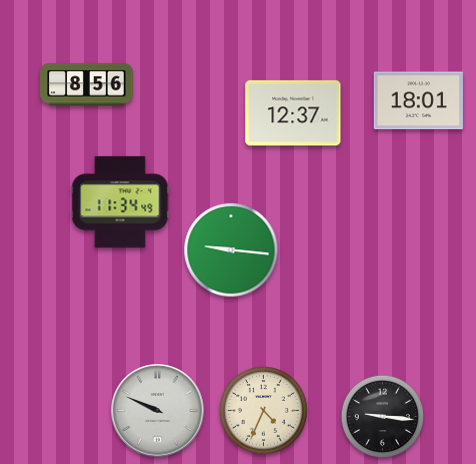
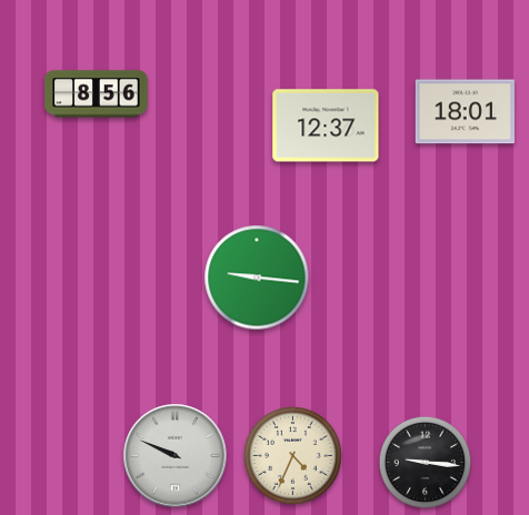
clock at (120, 202): 11:34 -> none
